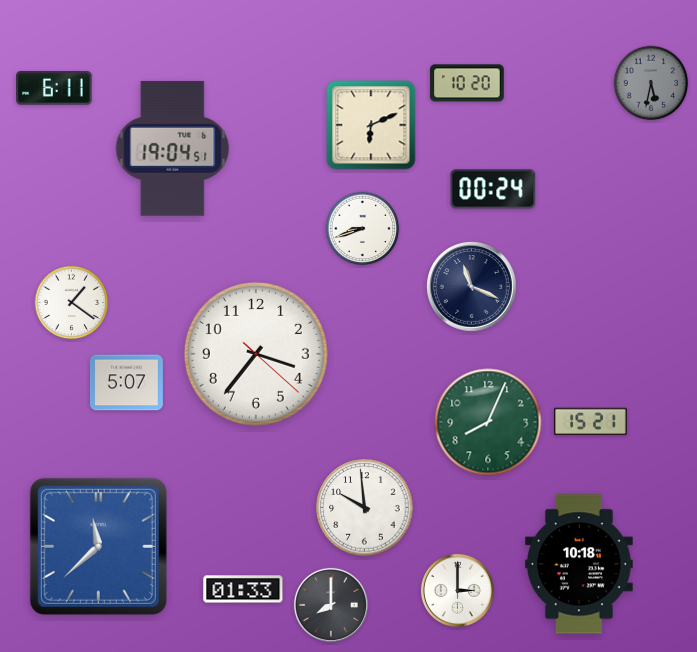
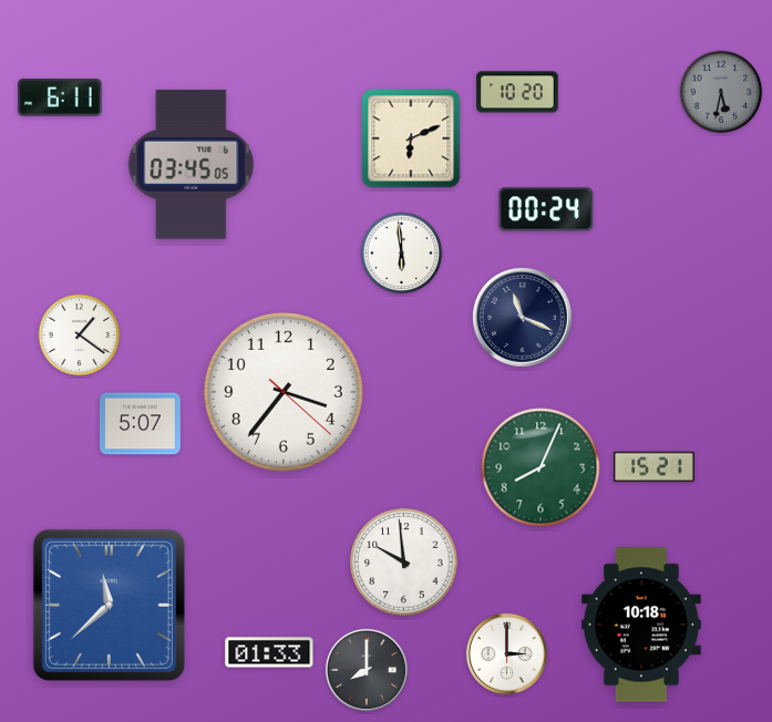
clock at (173, 148): 19:04 -> 03:45
clock at (363, 229): 8:42 -> 5:59
